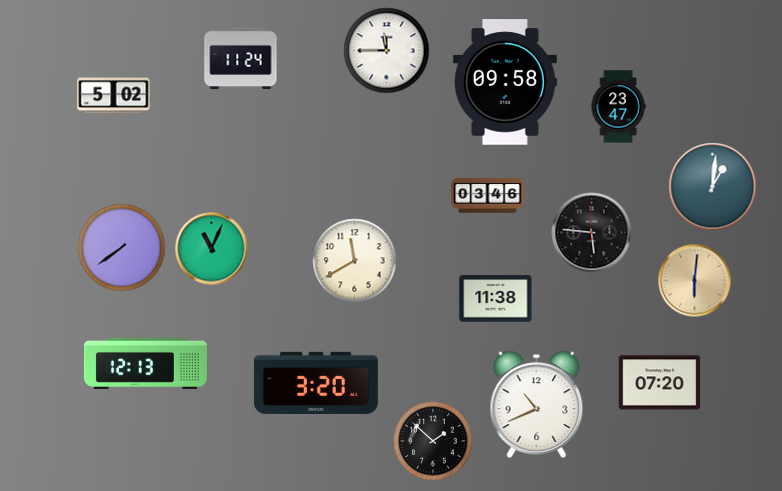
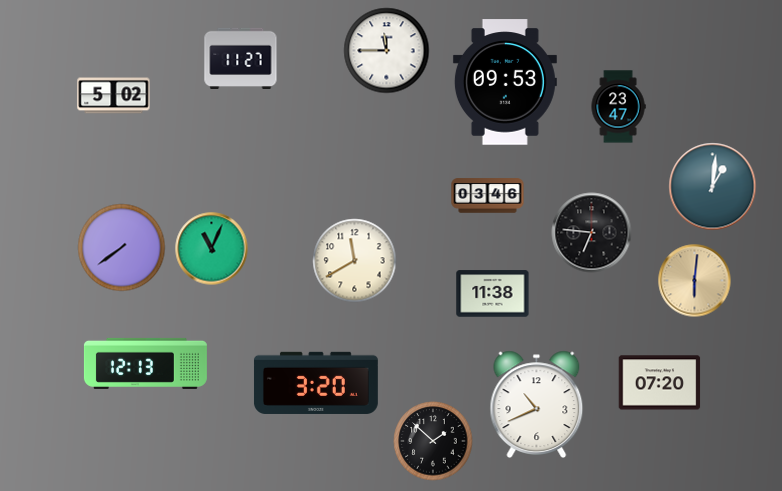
clock at (241, 58): 11:24 -> 11:27
clock at (505, 82): 09:58 -> 09:53
clock at (592, 233): 5:46 -> 6:46
clock at (496, 299) position: (496, 299) -> (493, 294)
